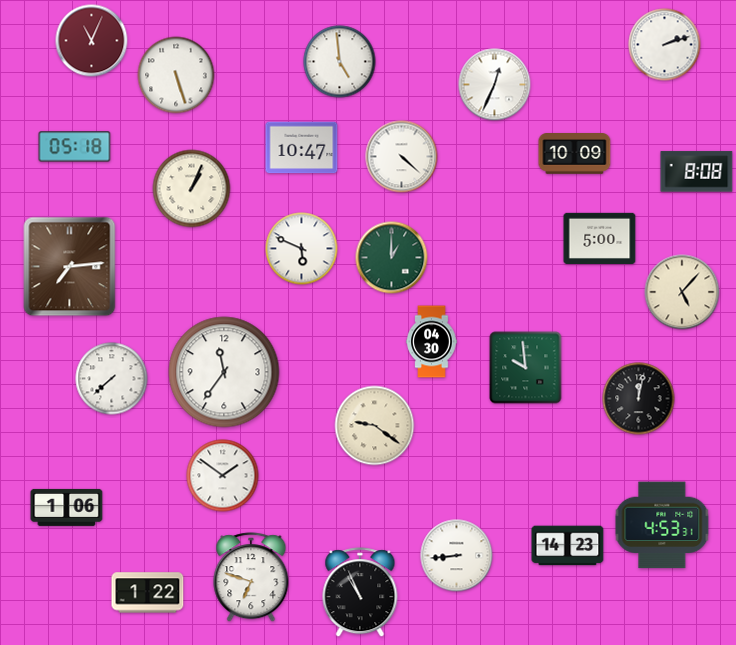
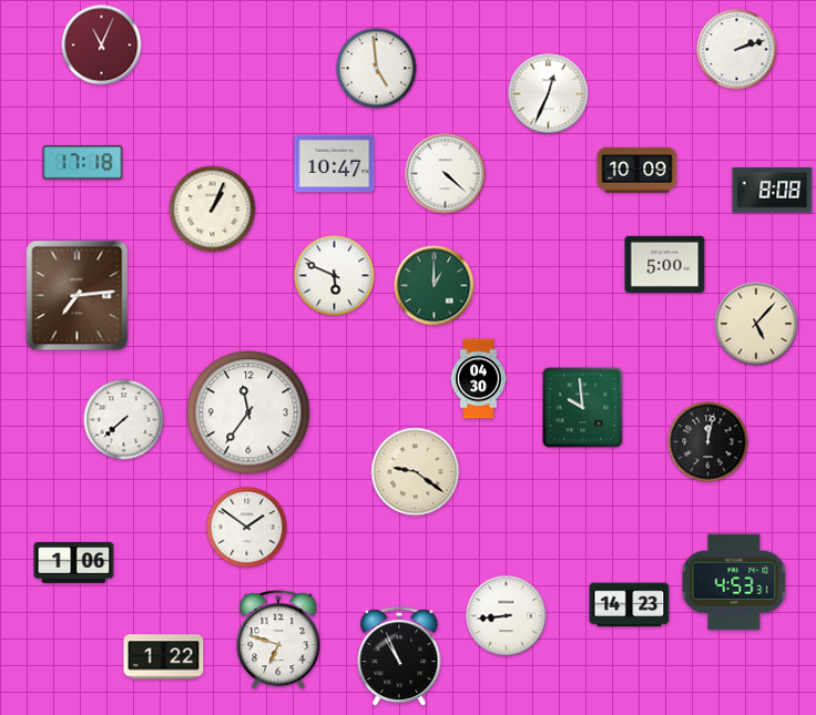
clock at (176, 75): 5:27 -> none
clock at (75, 147): 05:18 -> 17:18
